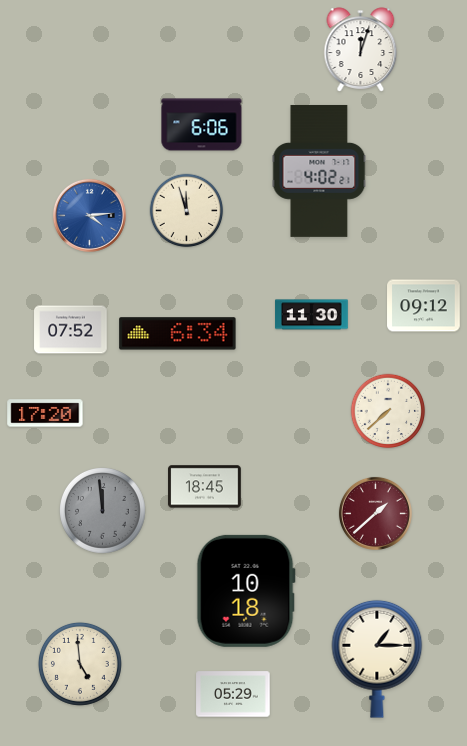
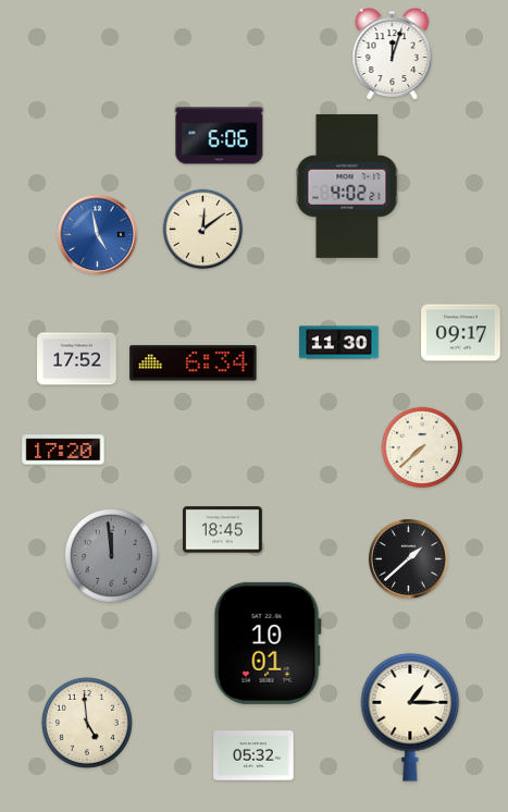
clock at (187, 211): 11:57 -> 12:09
clock at (89, 215): 4:14 -> 4:58
clock at (424, 306): 09:12 -> 09:17
clock at (71, 330): 07:52 -> 17:52
clock at (45, 413) position: (45, 413) -> (63, 450)
clock at (375, 513) dial: burgundy -> black
clock at (246, 591): 10:18 -> 10:01
clock at (233, 694): 05:29 -> 05:32
